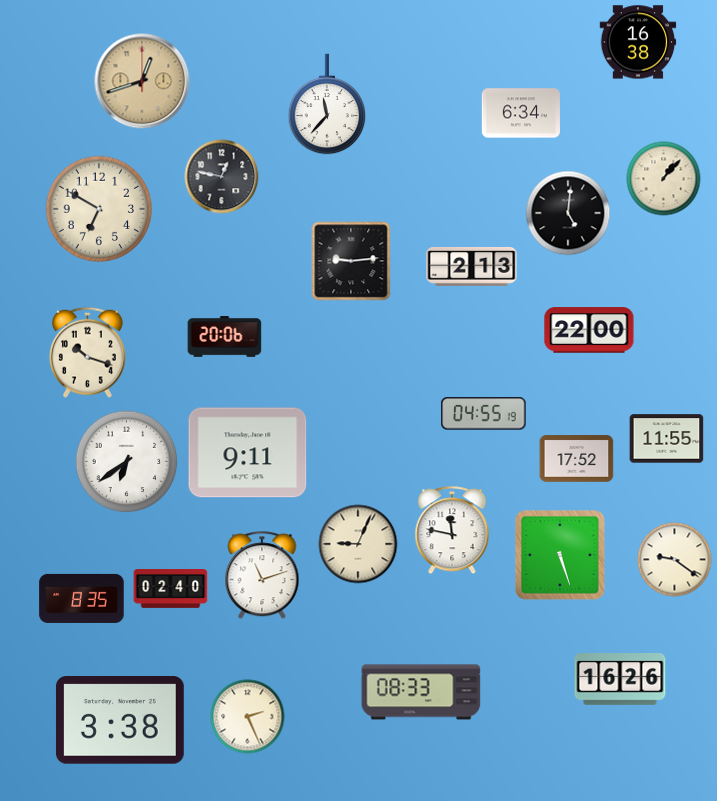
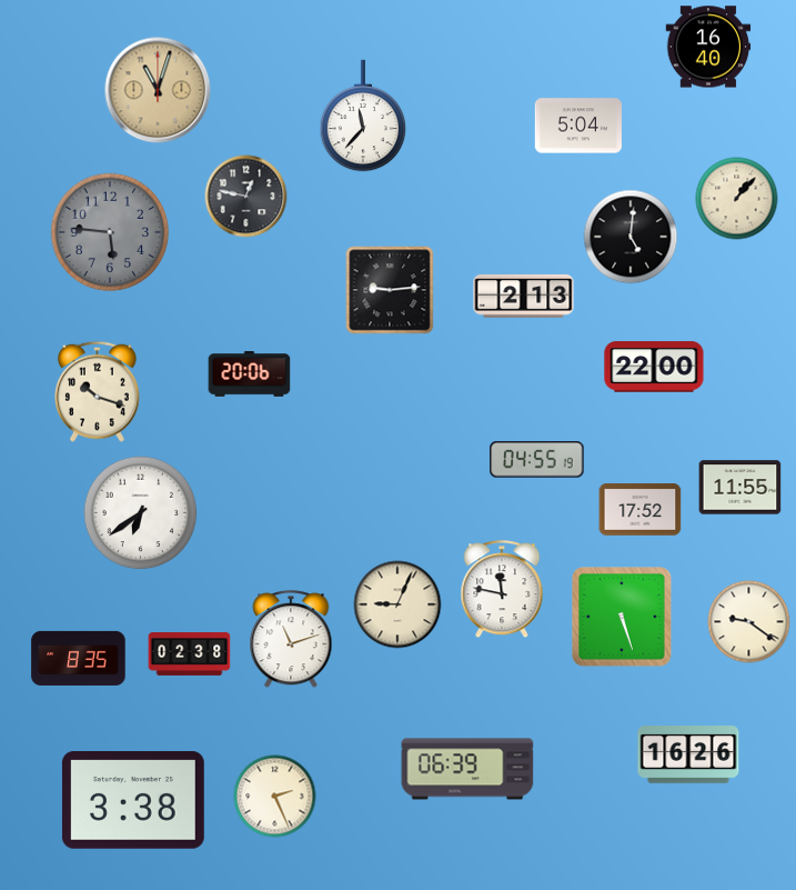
clock at (638, 42): 16:38 -> 16:40
clock at (142, 81): 12:42 -> 11:03
clock at (521, 113): 6:34 -> 5:04
clock at (99, 209): 6:50 -> 5:46
clock at (99, 209) dial: cream -> grey
clock at (248, 453): 9:11 -> none
clock at (171, 589): 02:40 -> 02:38
clock at (82, 598) position: (82, 598) -> (79, 658)
clock at (421, 692): 08:33 -> 06:39
